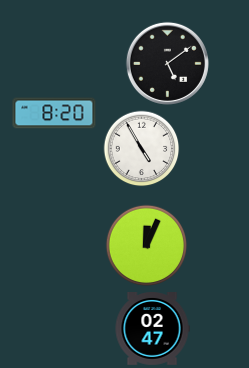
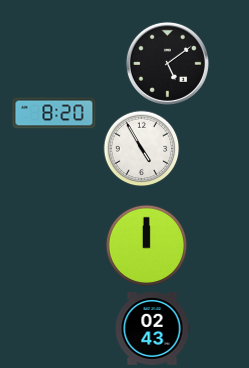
clock at (147, 246): 12:04 -> 12:00
clock at (152, 329): 02:47 -> 02:43
